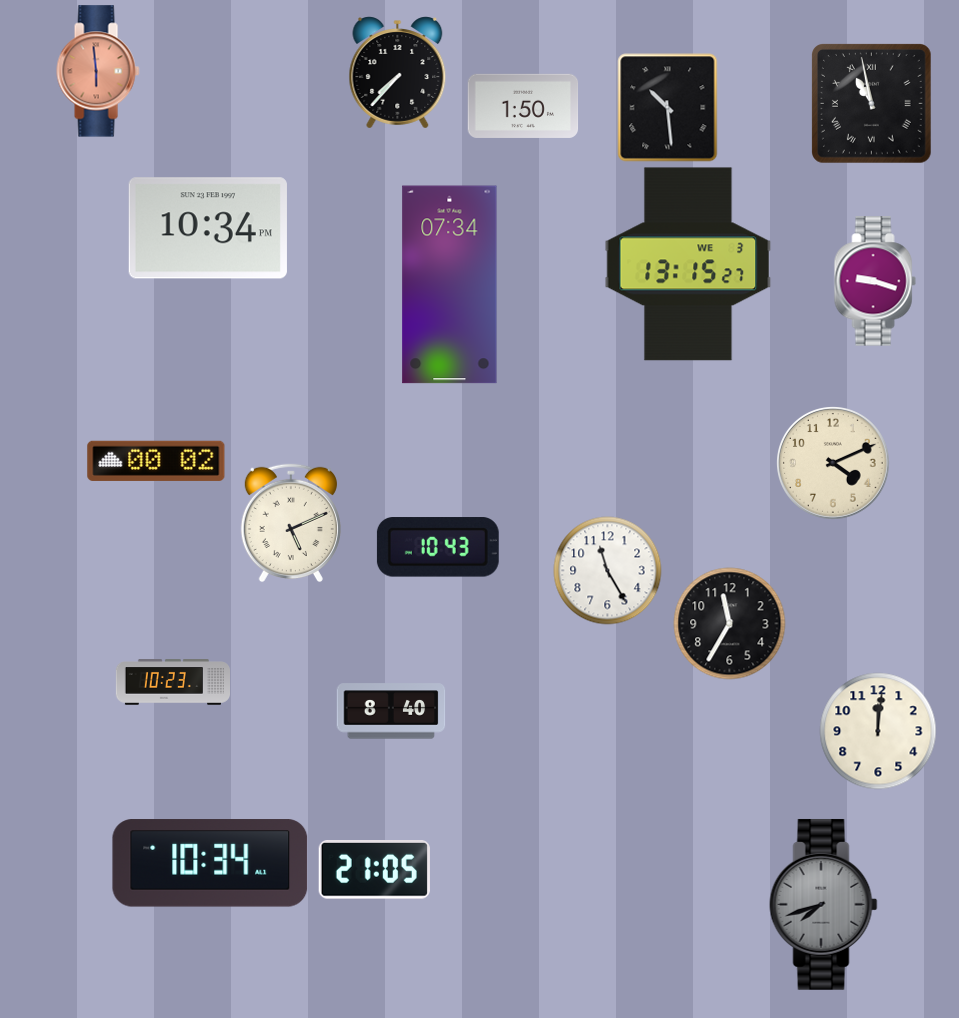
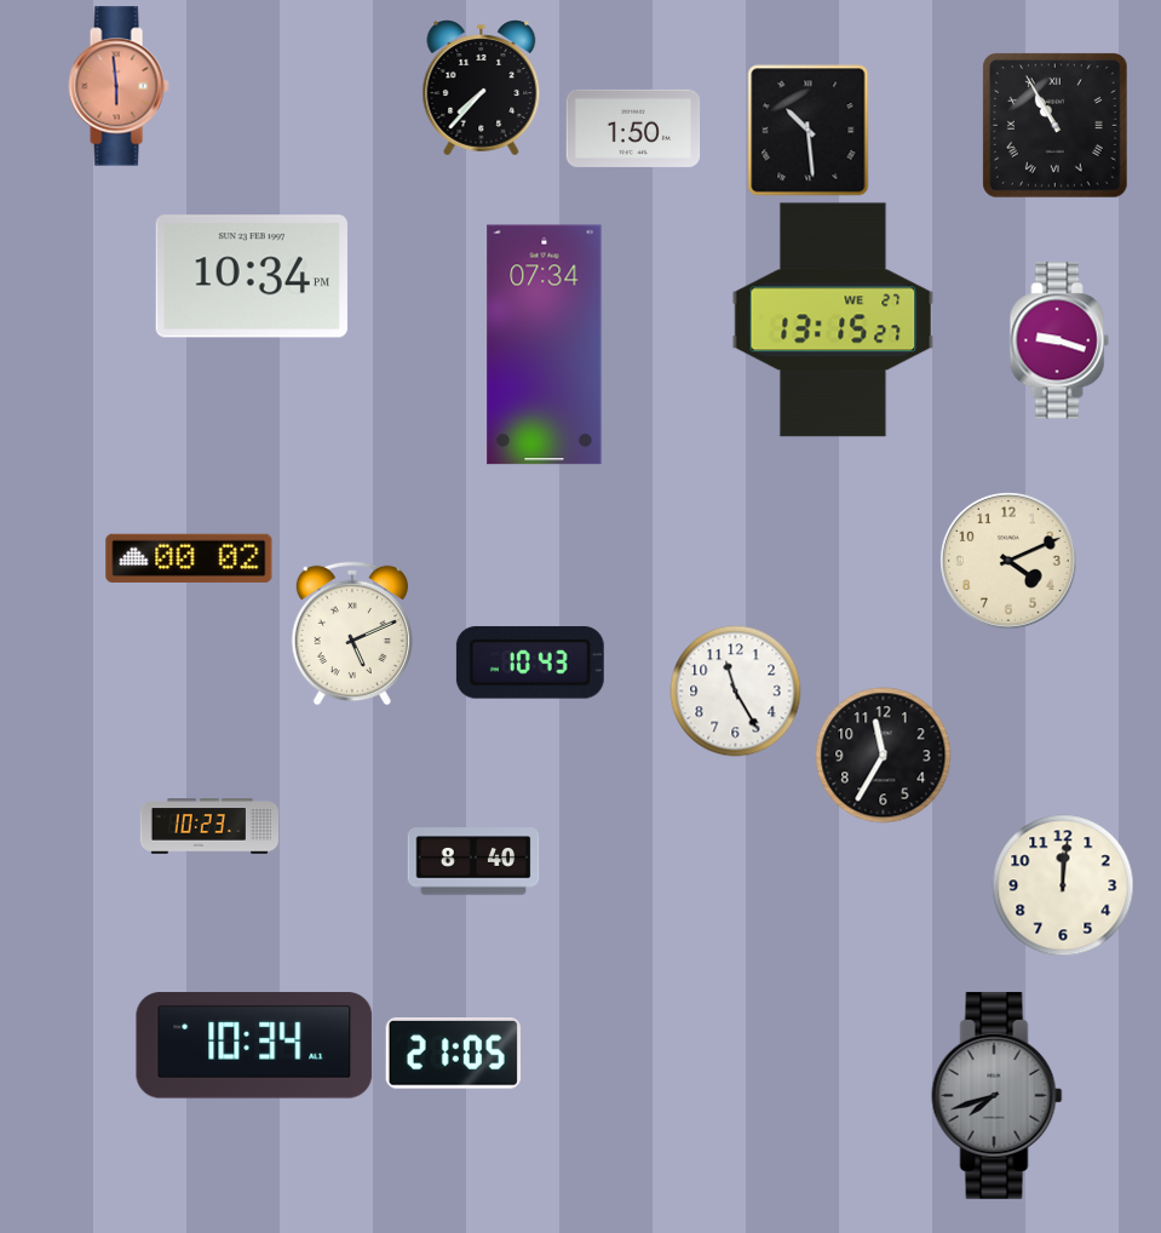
clock at (872, 104): 10:58 -> 10:55
clock at (688, 264) date: WE 3 -> WE 27
